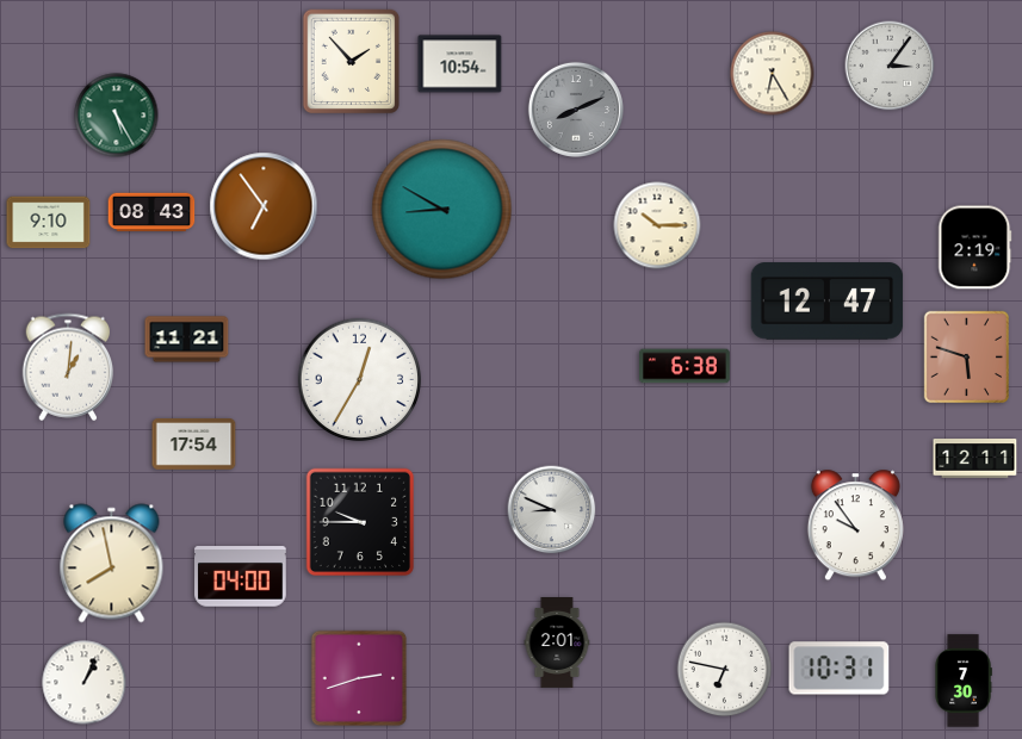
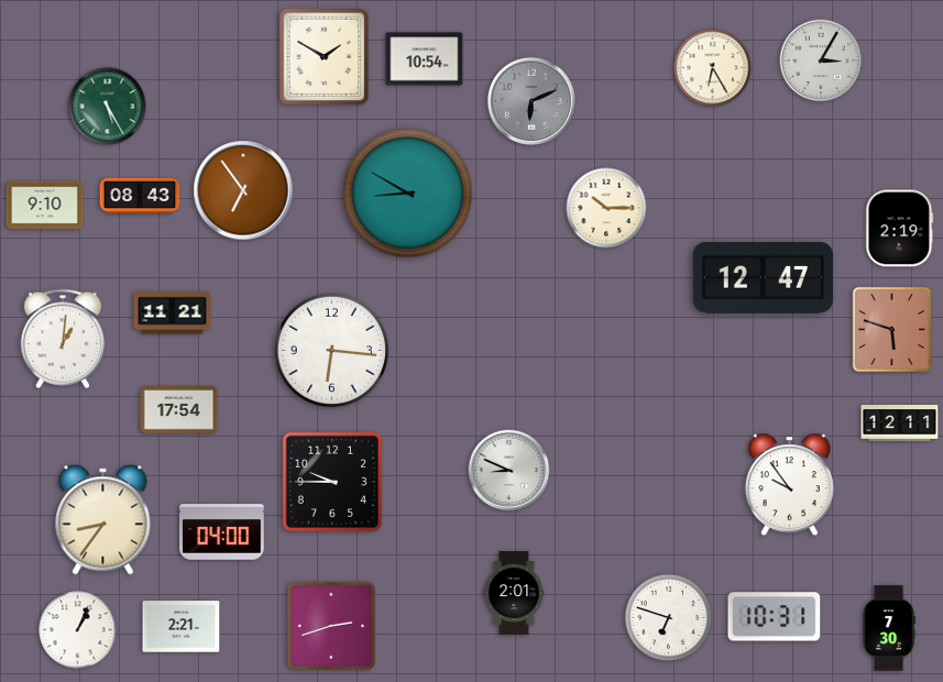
clock at (352, 62): 1:53 -> 1:50
clock at (890, 66): 3:06 -> 3:05
clock at (576, 110): 8:11 -> 6:11
clock at (686, 366): 6:38 -> none
clock at (360, 380): 12:35 -> 6:16
clock at (112, 564): 7:58 -> 8:36
clock at (725, 670): 6:47 -> 6:48
clock at (182, 627): none -> 2:21
